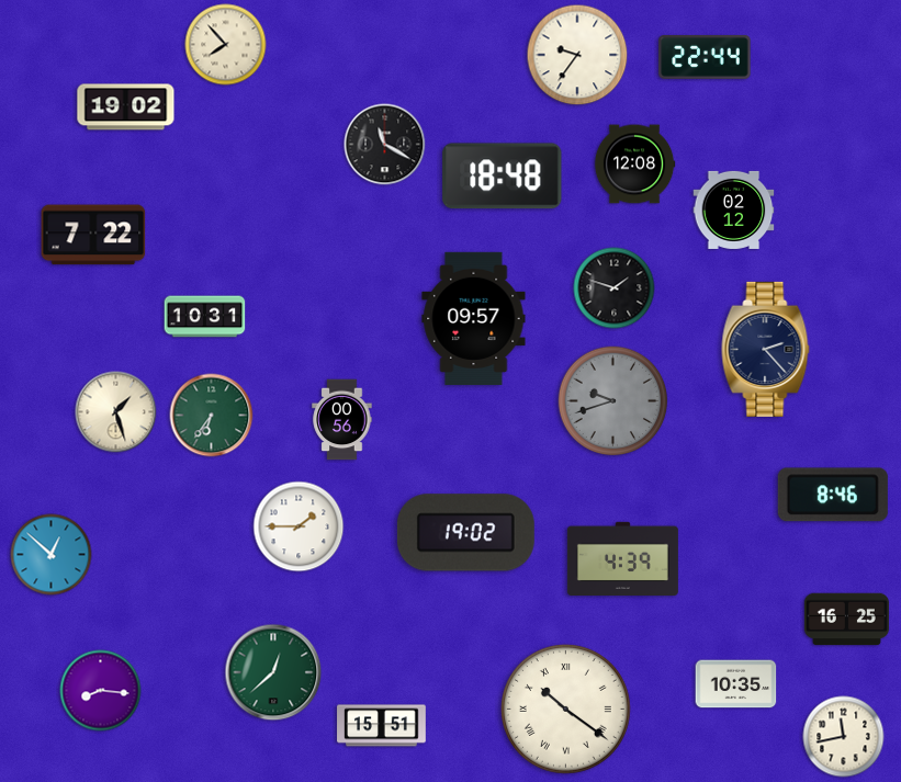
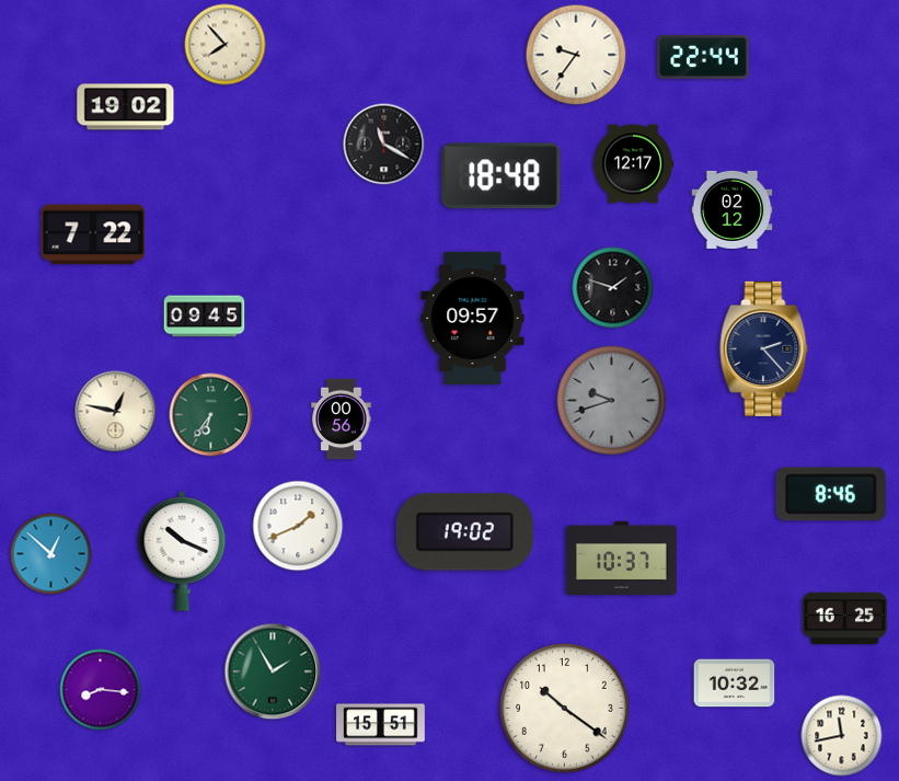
clock at (634, 165): 12:08 -> 12:17
clock at (205, 317): 10:31 -> 09:45
clock at (116, 412): 1:27 -> 12:47
clock at (299, 526): 1:45 -> 1:41
clock at (182, 551): none -> 10:19
clock at (622, 558): 4:39 -> 10:37
clock at (273, 672): 12:38 -> 1:55
clock at (736, 684): 10:35 -> 10:32
clock at (565, 709) numerals: Roman -> Arabic
